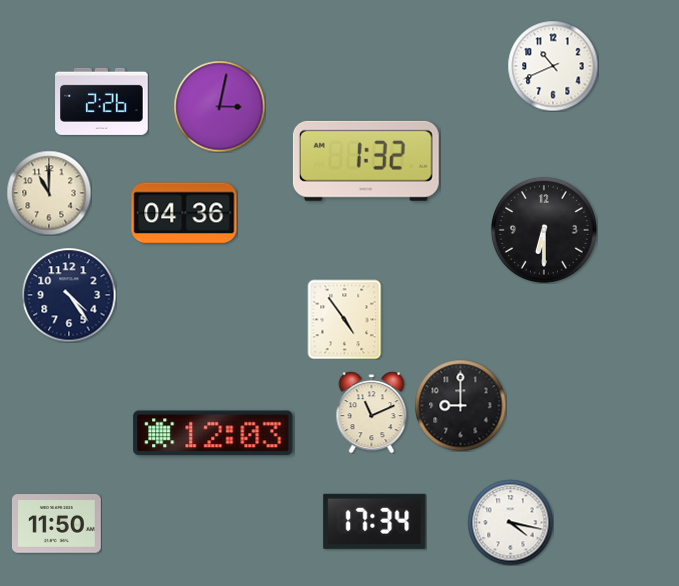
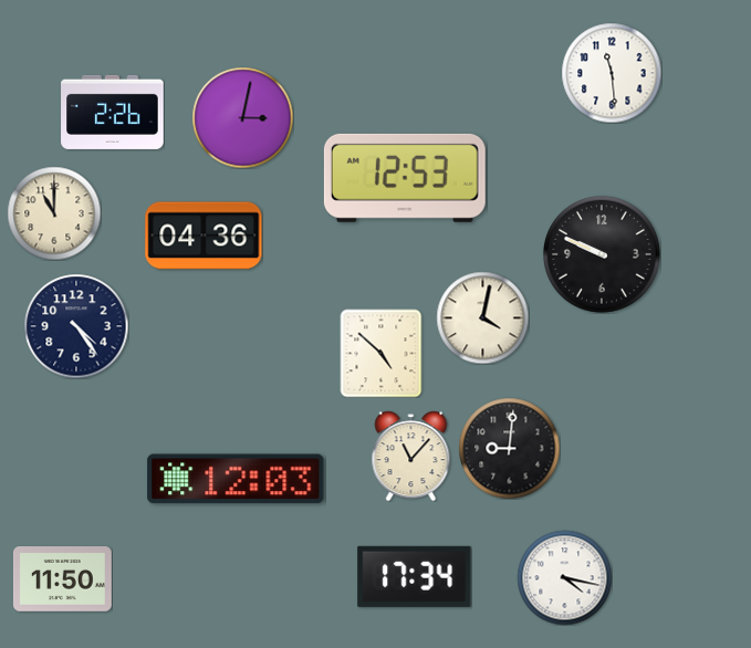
clock at (553, 66): 10:41 -> 11:29
clock at (366, 161): 1:32 -> 12:53
clock at (545, 231): 6:30 -> 9:49
clock at (482, 317): none -> 4:02
clock at (345, 319): 4:54 -> 4:52
clock at (460, 405): 9:00 -> 9:01
clock at (372, 412): 11:11 -> 11:07
